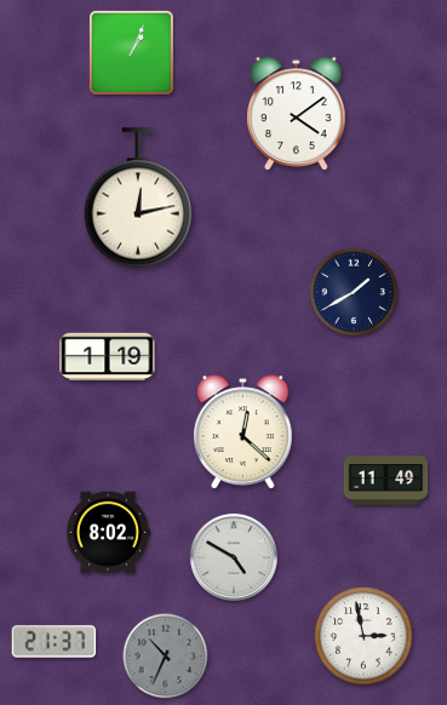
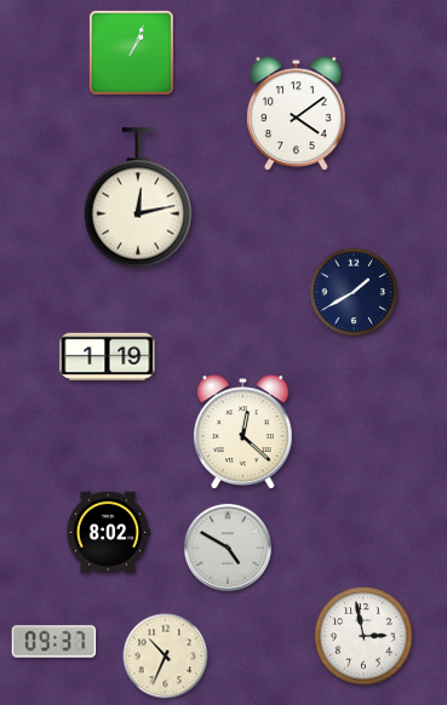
clock at (386, 481): 11:49 -> none
clock at (234, 557) position: (234, 557) -> (228, 548)
clock at (55, 642): 21:37 -> 09:37
clock at (166, 657) dial: grey -> cream
